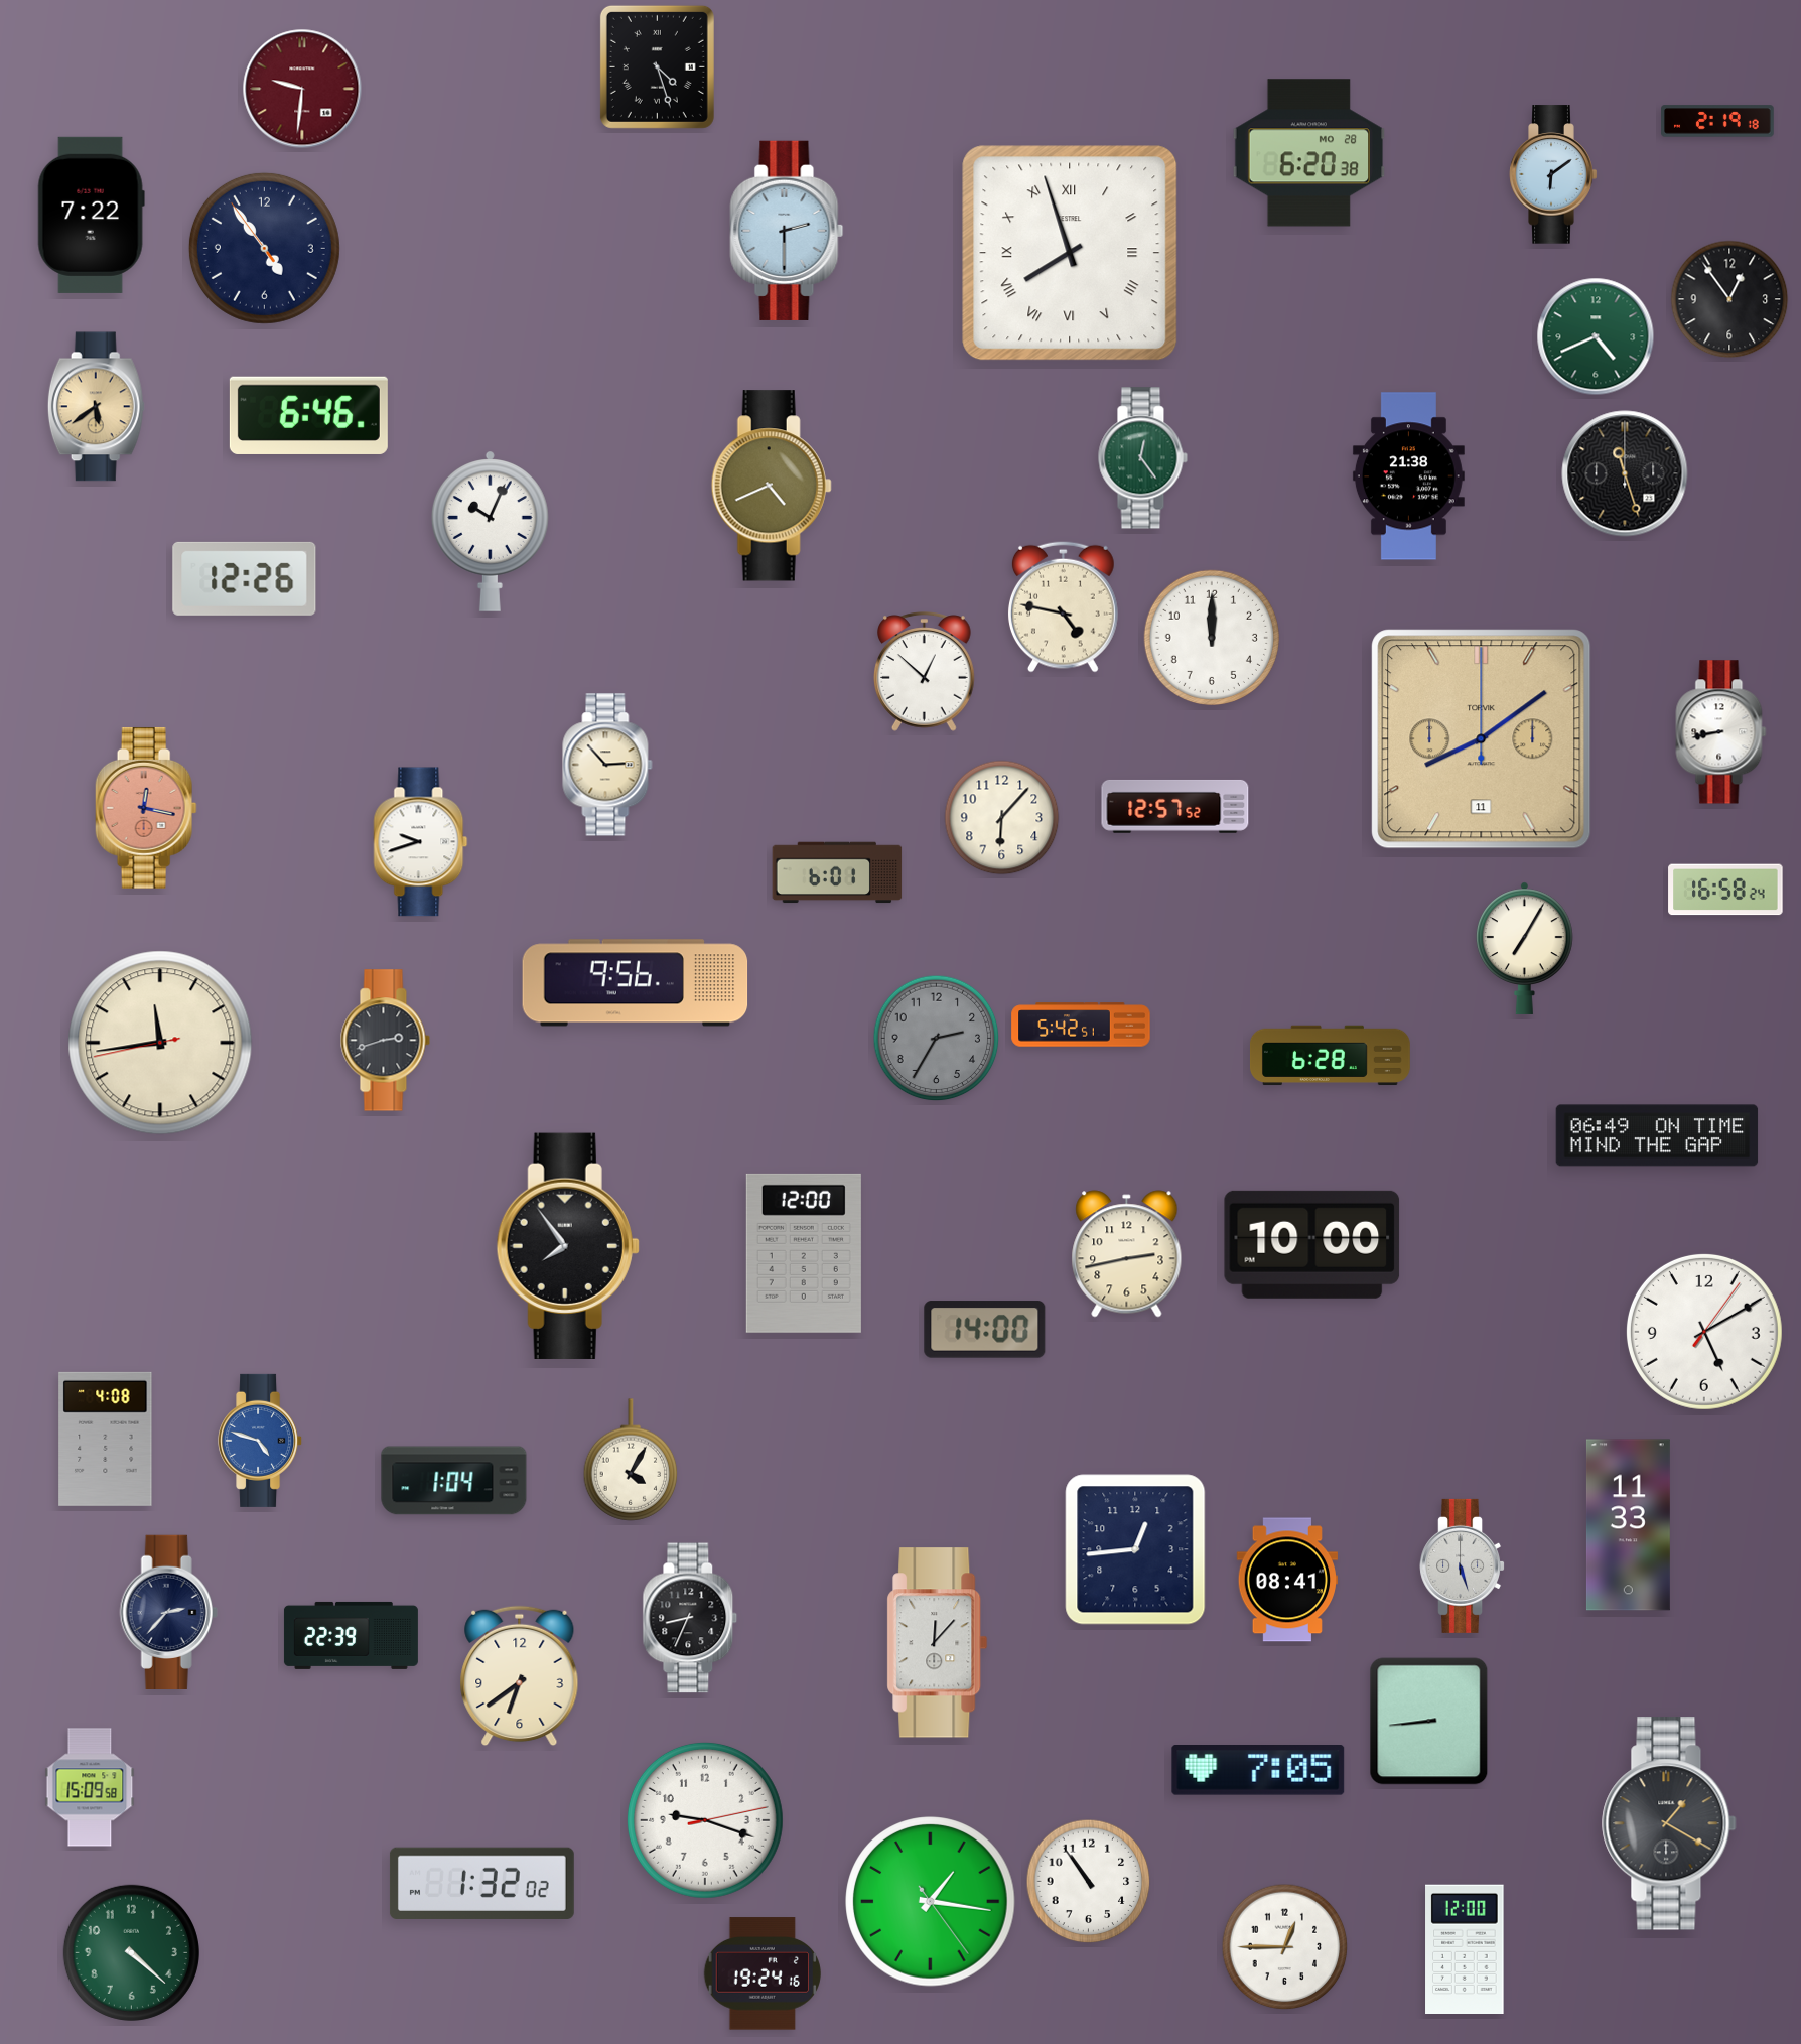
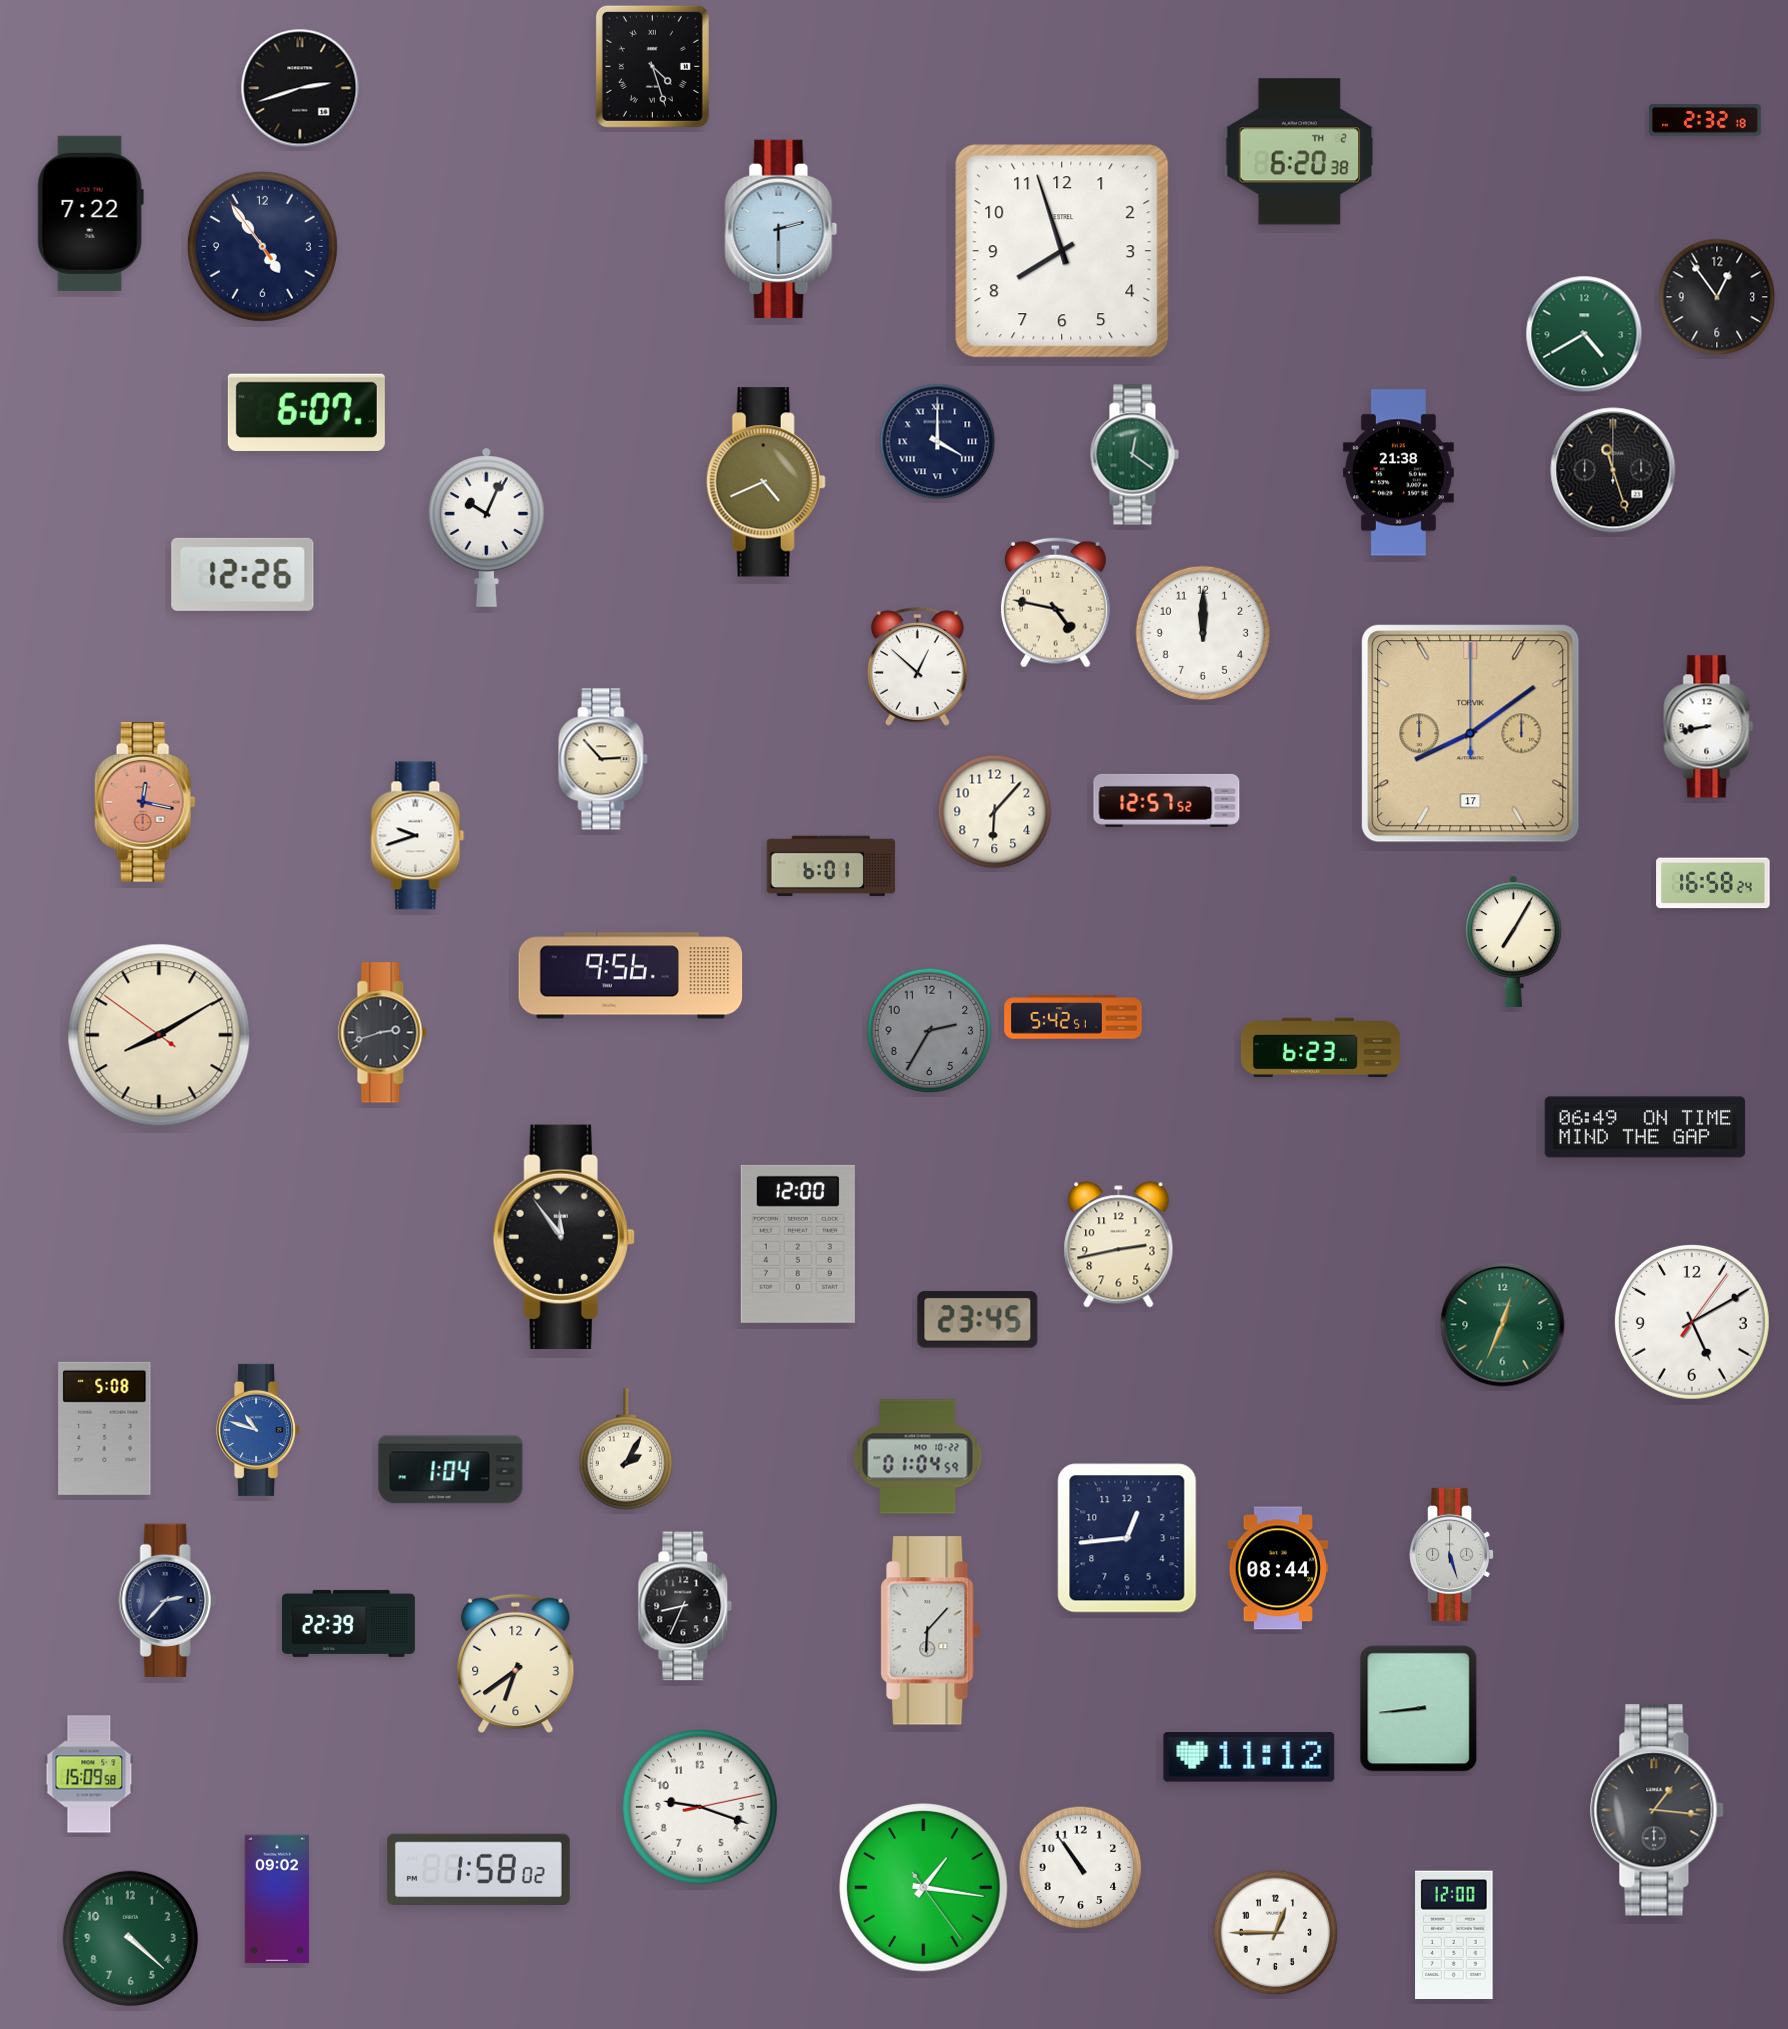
clock at (302, 89): 9:31 -> 2:42
clock at (302, 89) dial: burgundy -> black
clock at (1717, 121): 2:19 -> 2:32
clock at (1309, 153) date: MO 28 -> TH 2
clock at (1553, 174): 6:09 -> none
clock at (1070, 253) numerals: Roman -> Arabic
clock at (1596, 336): 4:41 -> 4:40
clock at (96, 407): 5:39 -> none
clock at (308, 415): 6:46 -> 6:07
clock at (938, 442): none -> 4:00
clock at (1142, 458): 12:24 -> 12:21
clock at (1482, 739) date: 11 -> 17
clock at (160, 1043): 11:43 -> 8:09
clock at (1330, 1056): 6:28 -> 6:23
clock at (1312, 1244): 10:00 -> none
clock at (568, 1246): 7:54 -> 11:54
clock at (985, 1330): 14:00 -> 23:45
clock at (1503, 1325): none -> 12:34
clock at (106, 1439): 4:08 -> 5:08
clock at (261, 1441): 4:48 -> 10:48
clock at (631, 1460): 4:05 -> 2:05
clock at (918, 1457): none -> 01:04
clock at (1628, 1525): 11:33 -> none
clock at (1287, 1580): 08:41 -> 08:44
clock at (938, 1643): 12:07 -> 6:07
clock at (1258, 1770): 7:05 -> 11:12
clock at (1669, 1823): 1:20 -> 1:16
clock at (481, 1883): 1:32 -> 1:58
clock at (277, 1899): none -> 09:02
clock at (761, 1973): 19:24 -> none
